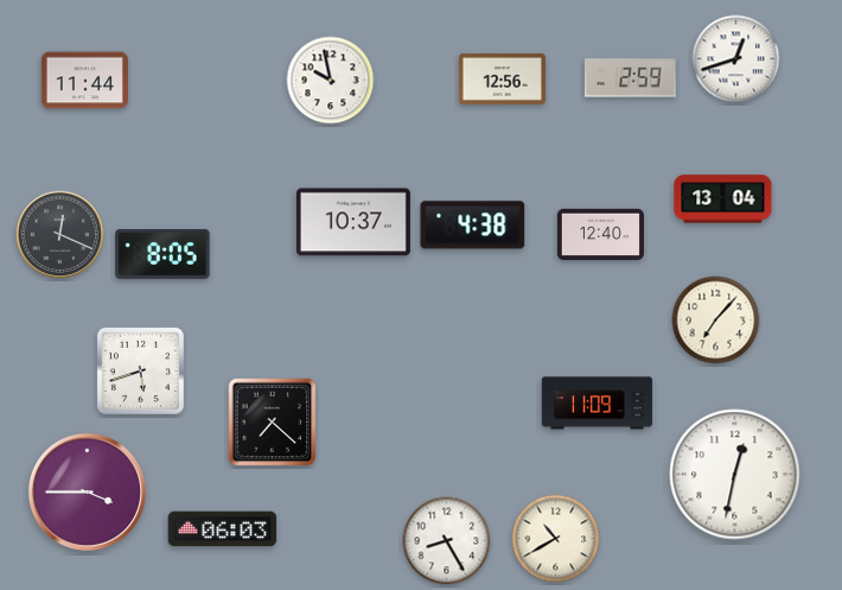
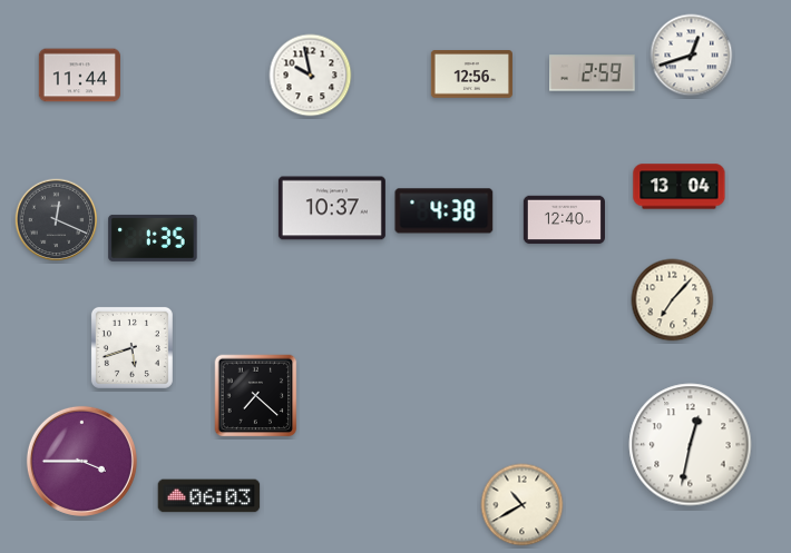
clock at (162, 254): 8:05 -> 1:35
clock at (598, 404): 11:09 -> none
clock at (447, 541): 8:25 -> none
